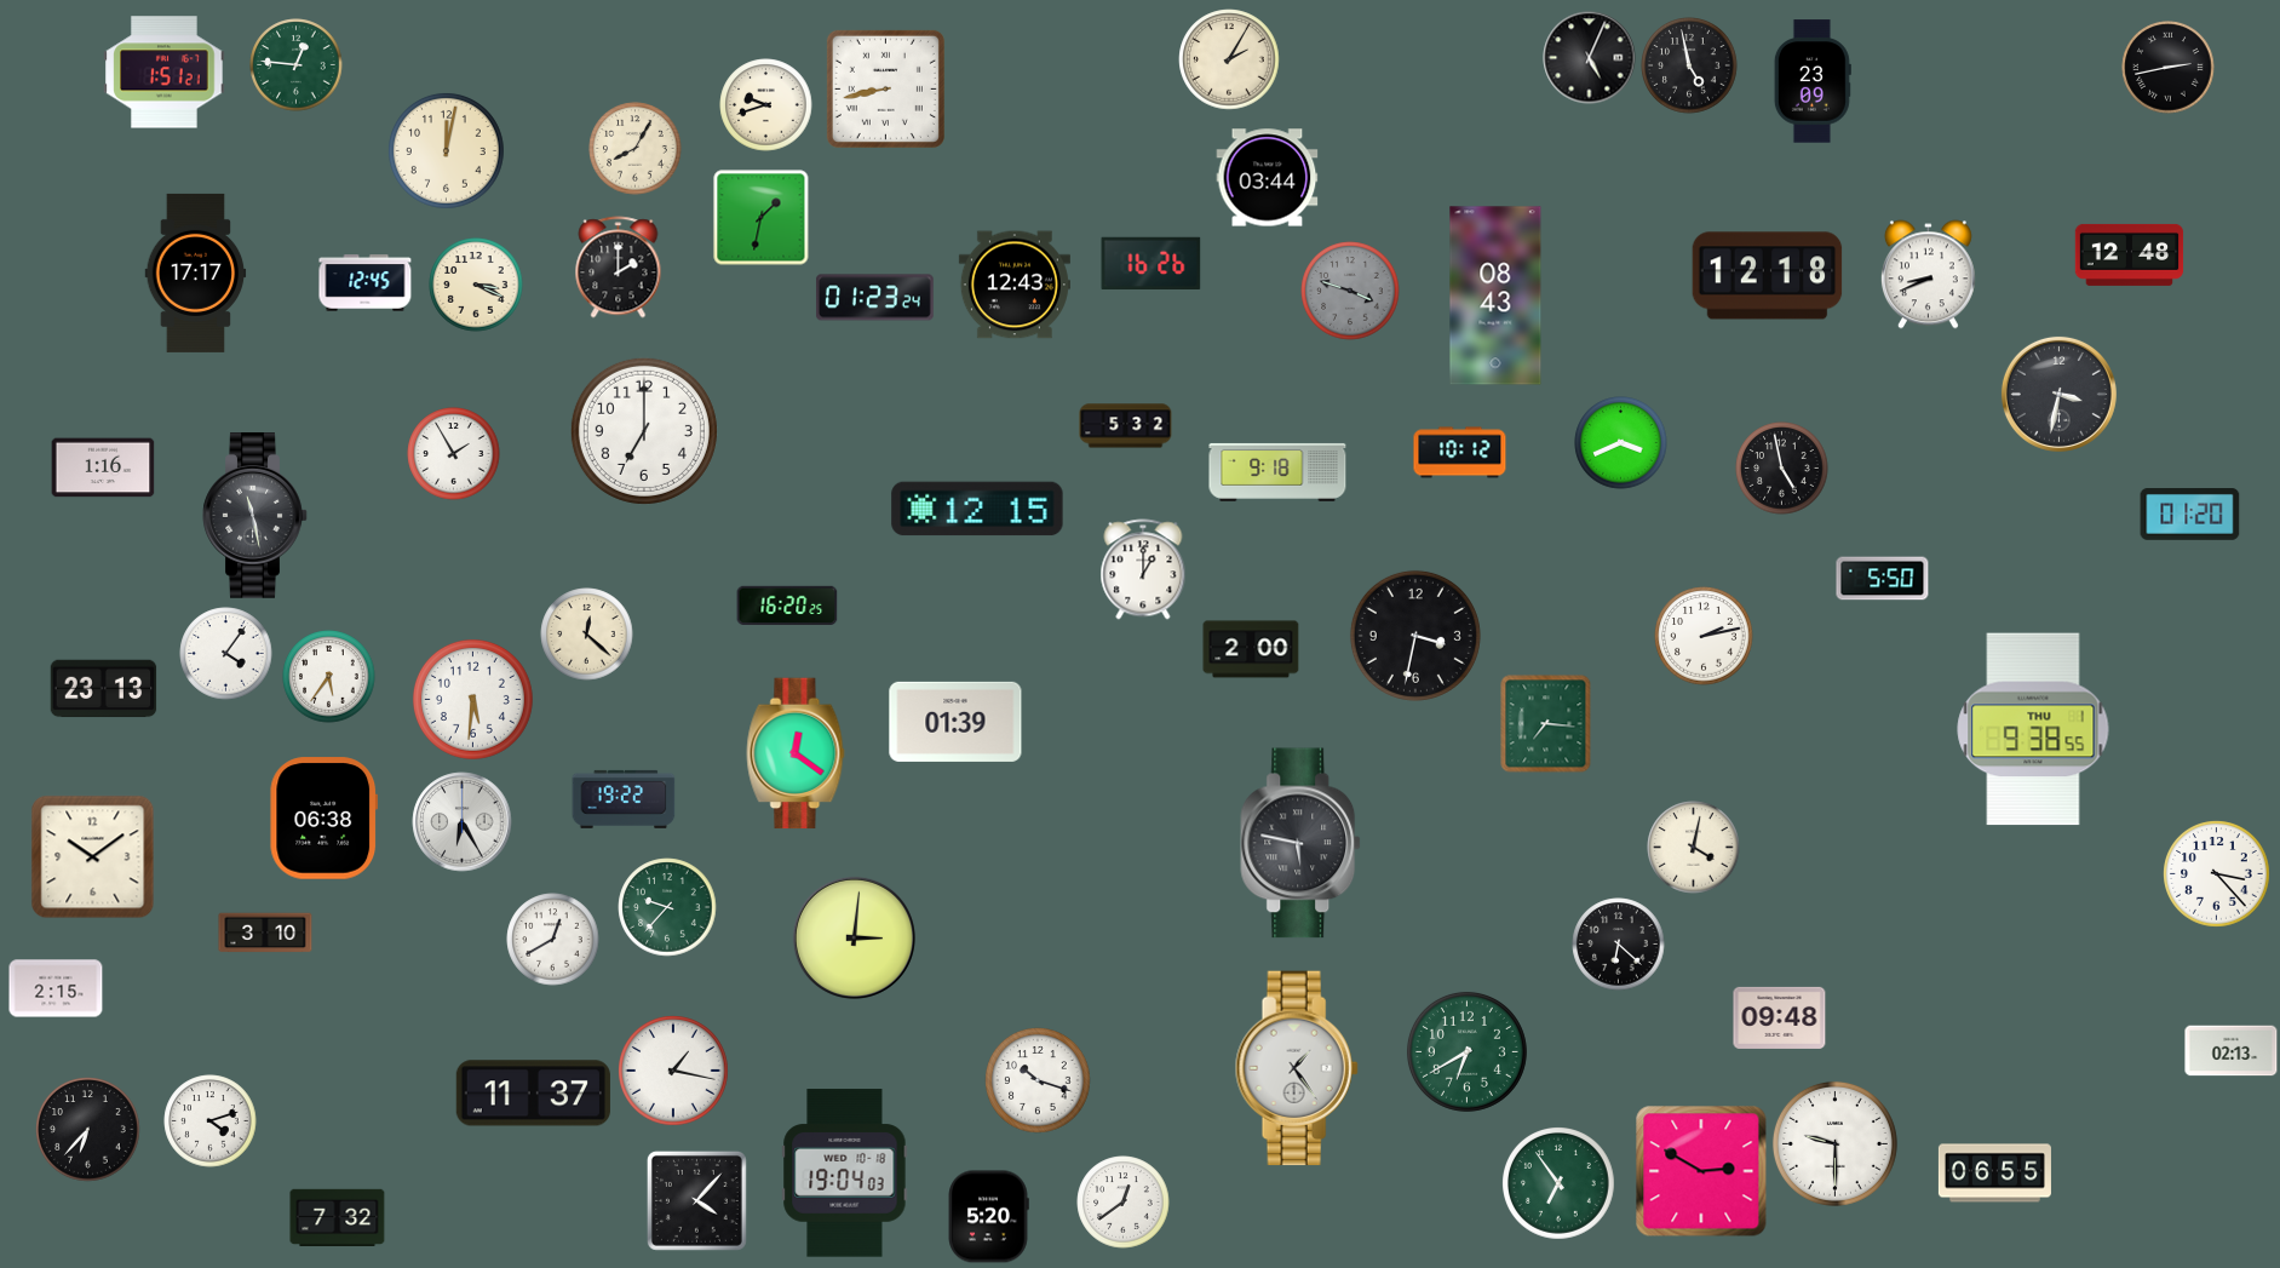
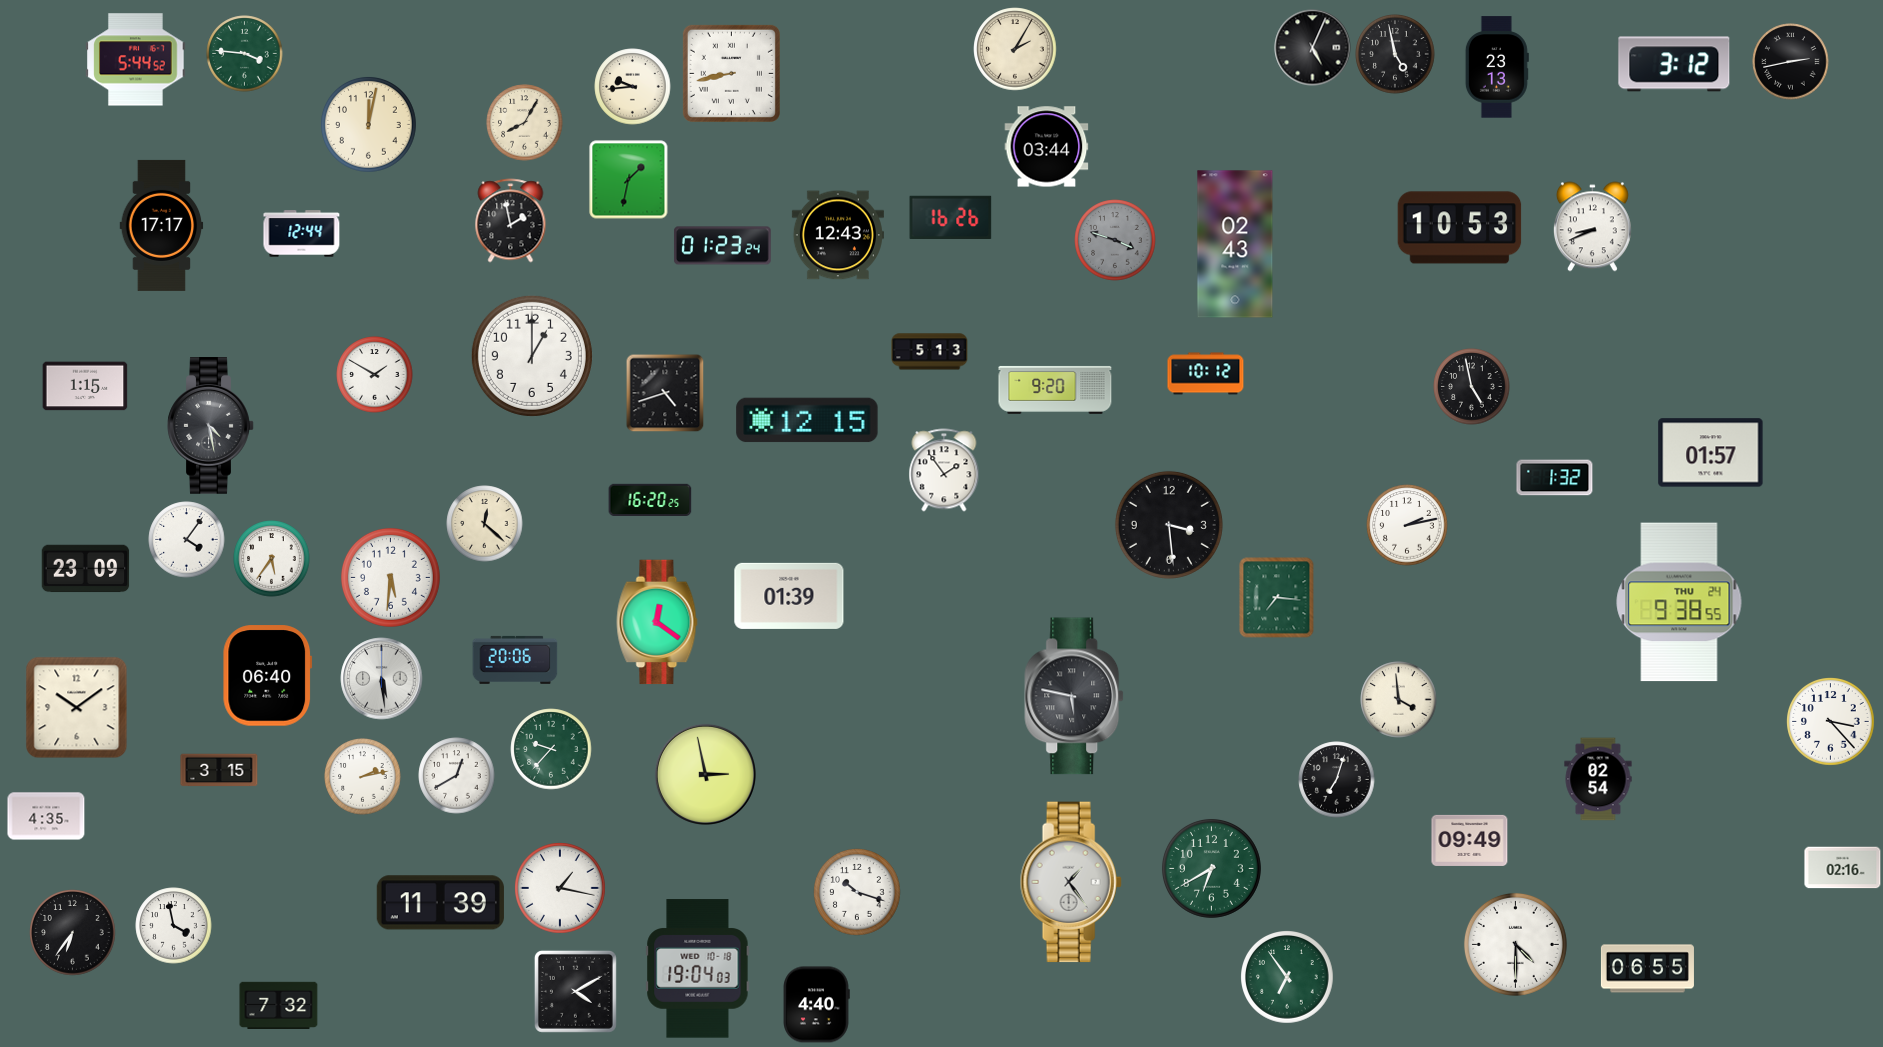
clock at (297, 65): 12:46 -> 3:46
clock at (2169, 68) position: (2169, 68) -> (1791, 62)
clock at (165, 73): 1:51 -> 5:44
clock at (1674, 64): none -> 3:12
clock at (1813, 81): 23:09 -> 23:13
clock at (766, 105): 9:42 -> 9:44
clock at (2130, 254): 12:48 -> none
clock at (619, 268): 2:00 -> 1:58
clock at (1768, 276): 12:18 -> 10:53
clock at (366, 283): 12:45 -> 12:44
clock at (476, 285): 3:19 -> none
clock at (1495, 296): 08:43 -> 02:43
clock at (2058, 394): 3:32 -> none
clock at (1126, 426): 5:32 -> 5:13
clock at (644, 431): 7:00 -> 1:00
clock at (1621, 443): 3:41 -> none
clock at (454, 454): 1:55 -> 1:50
clock at (103, 467): 1:16 -> 1:15
clock at (1277, 472): 9:18 -> 9:20
clock at (665, 393): none -> 4:42
clock at (2190, 515): 01:20 -> none
clock at (255, 516): 11:28 -> 4:28
clock at (1711, 453): none -> 01:57
clock at (1143, 569): 1:00 -> 1:54
clock at (1883, 579): 5:50 -> 1:32
clock at (1415, 636): 3:32 -> 3:29
clock at (1251, 649): 2:00 -> none
clock at (104, 689): 23:13 -> 23:09
clock at (2033, 729) date: THU 1 -> THU 24
clock at (624, 799): 19:22 -> 20:06
clock at (325, 819): 06:38 -> 06:40
clock at (463, 822): 6:25 -> 5:29
clock at (1694, 848): 4:02 -> 3:59
clock at (265, 933): 3:10 -> 3:15
clock at (854, 937): 3:01 -> 2:58
clock at (363, 777): none -> 2:13
clock at (1598, 779): none -> 02:54
clock at (1619, 945): 6:22 -> 7:03
clock at (56, 988): 2:15 -> 4:35
clock at (1780, 1017): 09:48 -> 09:49
clock at (2232, 1051): 02:13 -> 02:16
clock at (674, 1072) position: (674, 1072) -> (561, 889)
clock at (533, 1094): 11:37 -> 11:39
clock at (211, 1121): 4:12 -> 3:58
clock at (88, 1130): 6:37 -> 6:36
clock at (1834, 1143): 9:30 -> 4:30
clock at (1701, 1171): 2:50 -> none
clock at (696, 1200): 4:07 -> 4:10
clock at (1124, 1203): 12:39 -> none
clock at (988, 1217): 5:20 -> 4:40
